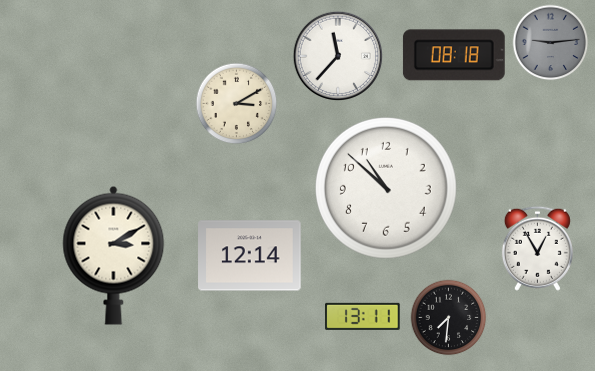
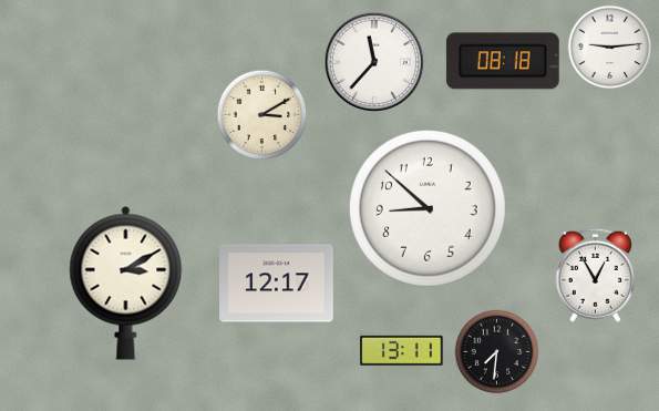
clock at (551, 43) dial: grey -> white
clock at (386, 188): 10:52 -> 8:52
clock at (250, 256): 12:14 -> 12:17
